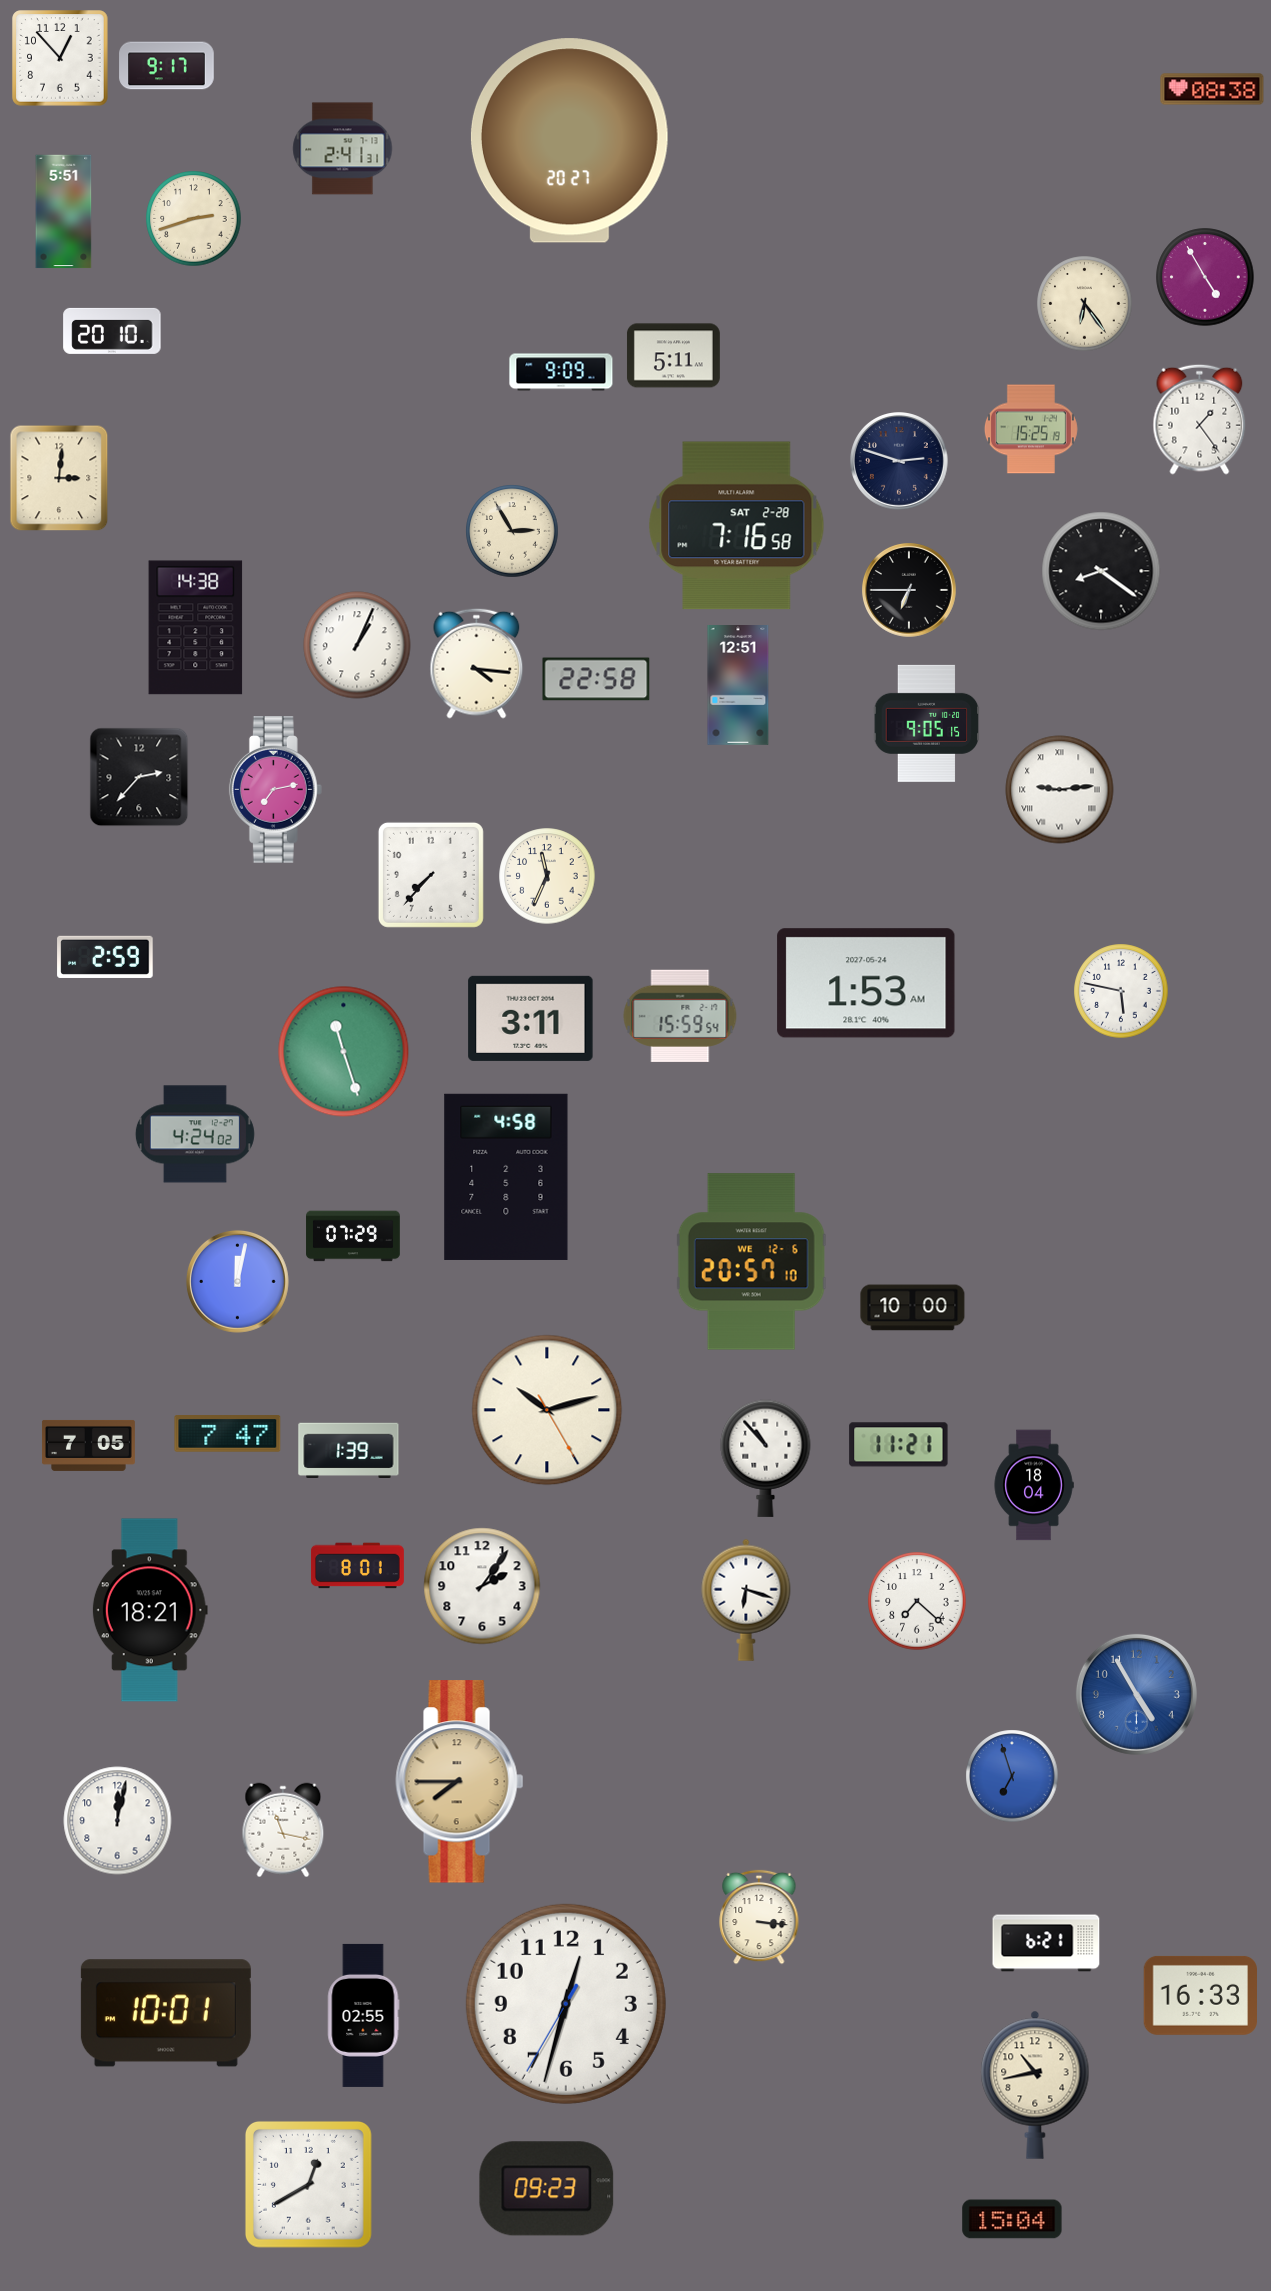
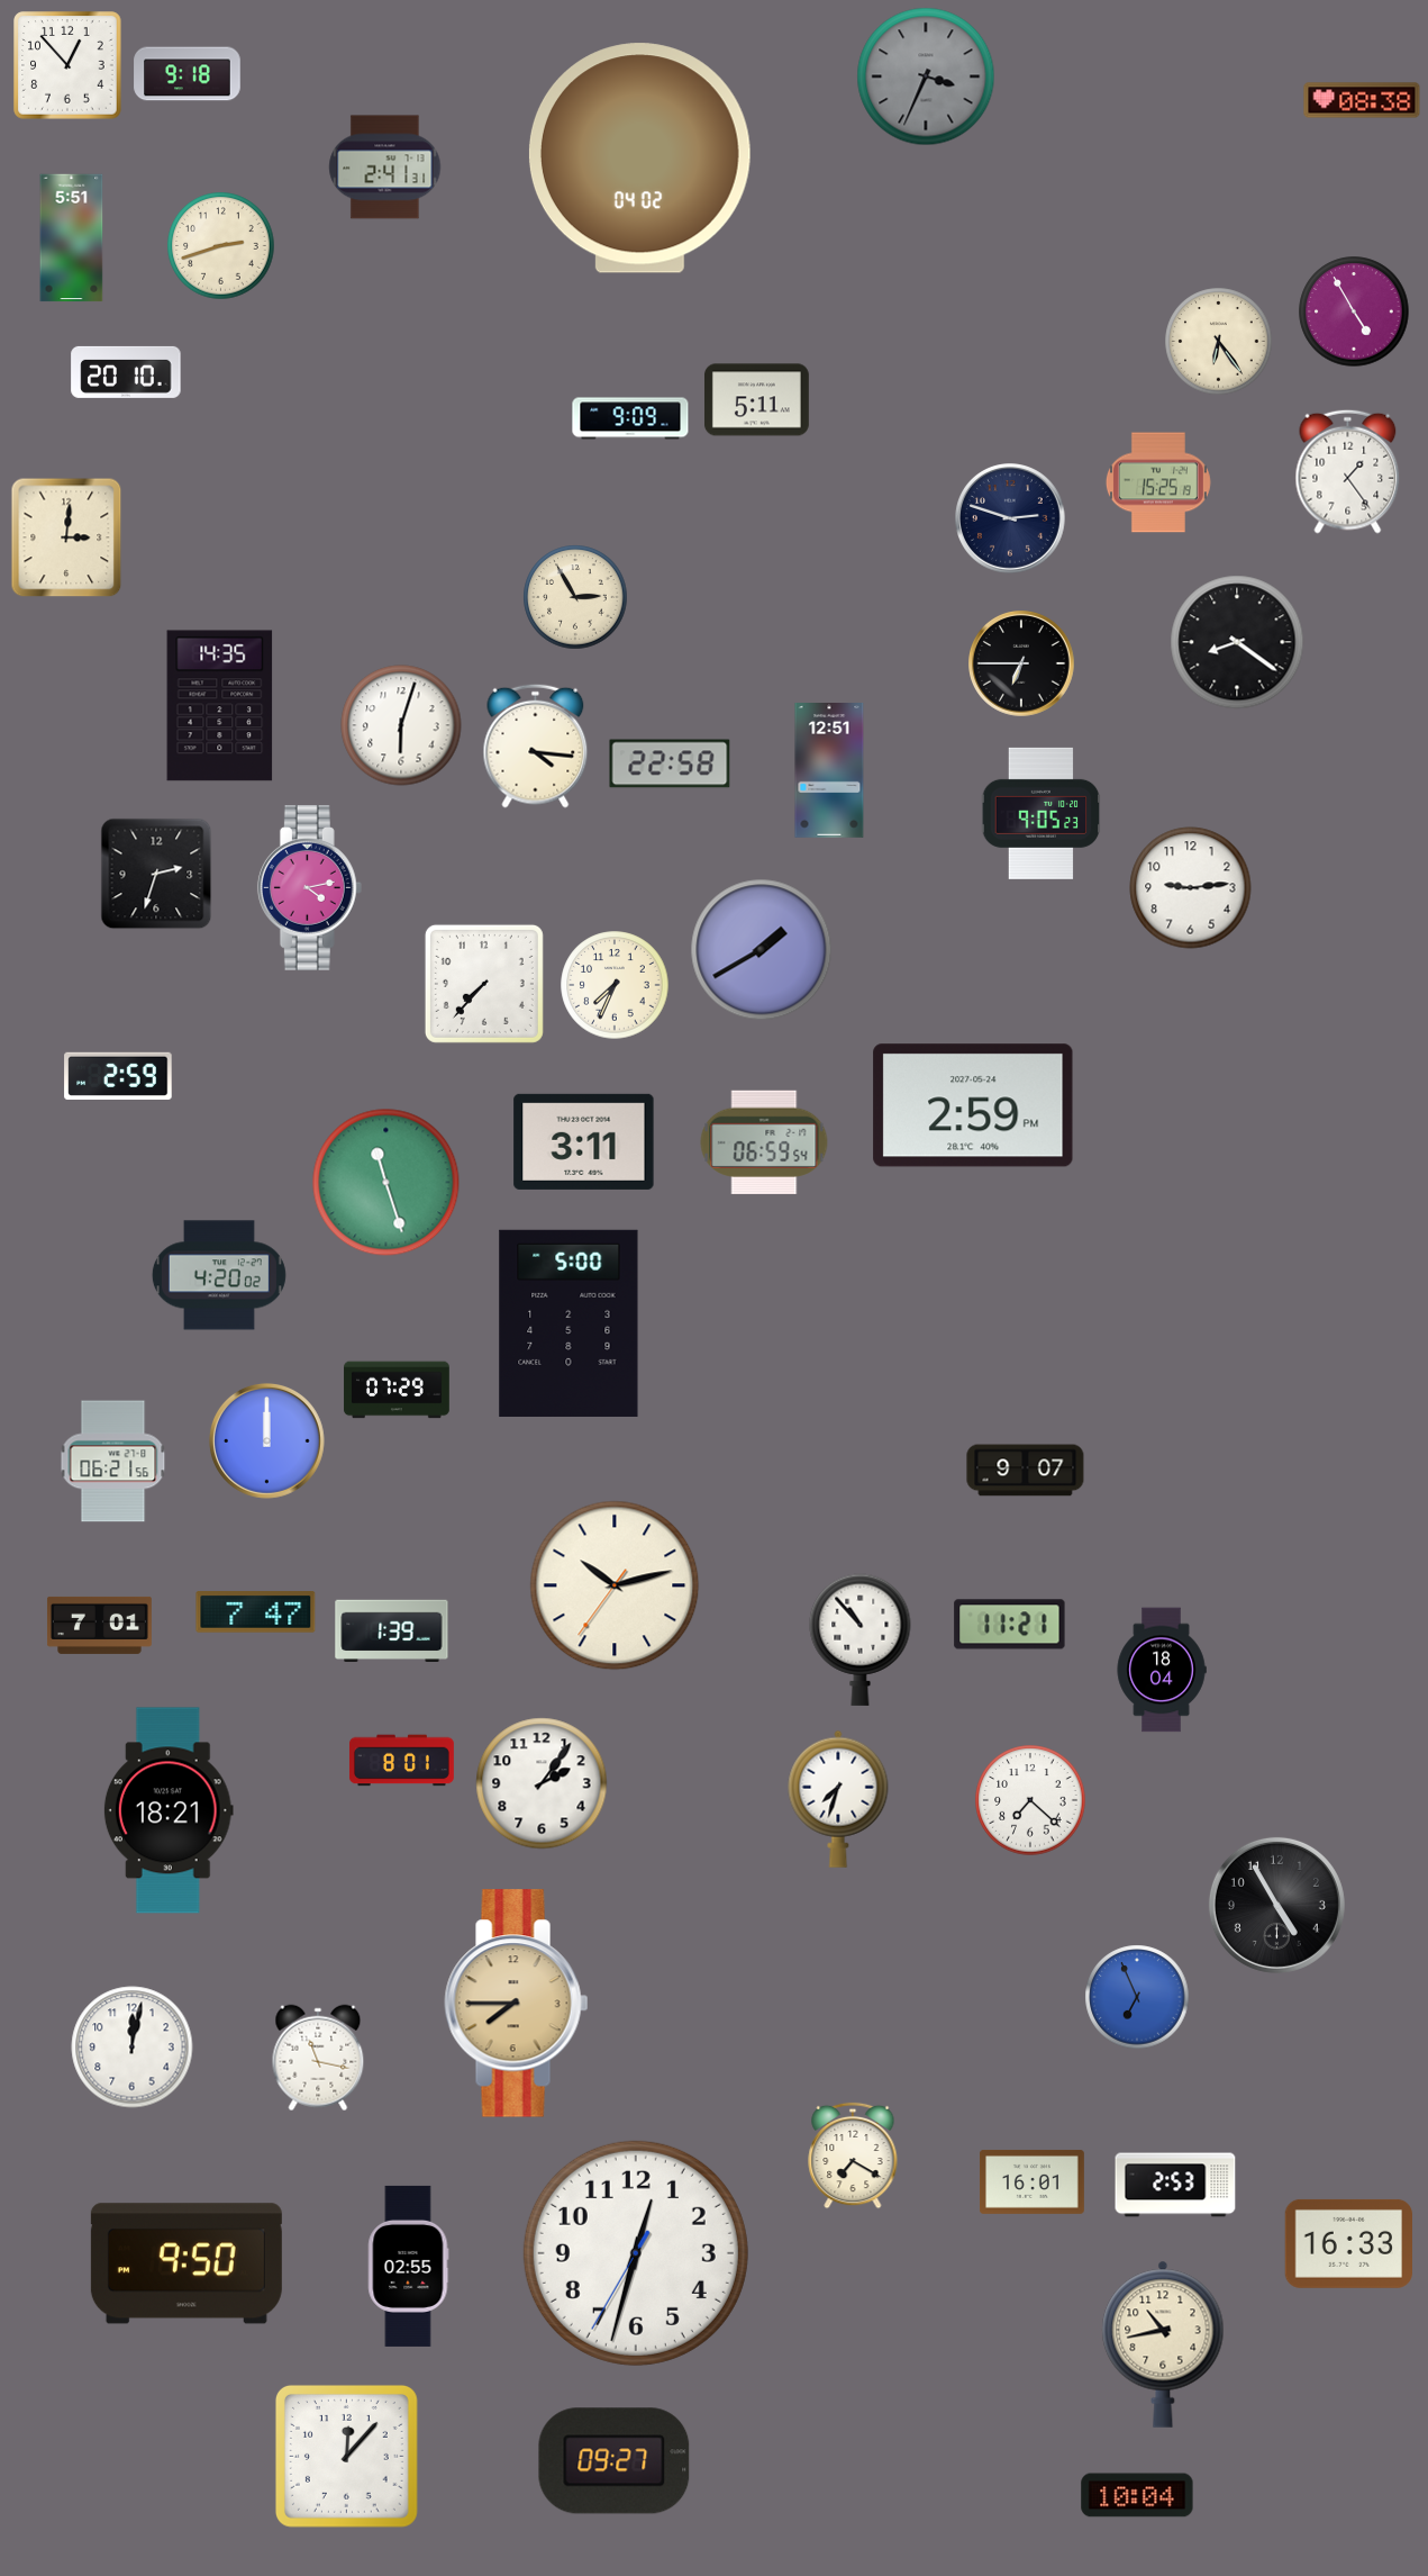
clock at (167, 66): 9:17 -> 9:18
clock at (926, 76): none -> 3:34
clock at (569, 141): 20:27 -> 04:02
clock at (194, 219) position: (194, 219) -> (221, 246)
clock at (737, 526): 7:16 -> none
clock at (196, 628): 14:38 -> 14:35
clock at (357, 645): 1:04 -> 6:03
clock at (927, 723): 9:05:15 -> 9:05:23
clock at (139, 777): 2:37 -> 2:33
clock at (275, 790): 7:13 -> 4:13
clock at (1060, 790) numerals: Roman -> Arabic
clock at (762, 950): none -> 1:40
clock at (547, 876): 11:34 -> 7:34
clock at (866, 983): 1:53 -> 2:59
clock at (1121, 991): 5:47 -> none
clock at (680, 1016): 15:59 -> 06:59
clock at (531, 1018) position: (531, 1018) -> (584, 1141)
clock at (195, 1134): 4:24 -> 4:20
clock at (506, 1177): 4:58 -> 5:00
clock at (751, 1262): 20:57 -> none
clock at (237, 1281): 12:02 -> 12:00
clock at (113, 1462): none -> 06:21
clock at (913, 1308): 10:00 -> 9:07
clock at (547, 1410): 10:12:25 -> 10:12:36
clock at (88, 1445): 7:05 -> 7:01
clock at (746, 1600): 6:18 -> 7:33
clock at (1136, 1694) dial: blue -> black
clock at (1012, 1776): 6:57 -> 6:56
clock at (759, 1917): 3:16 -> 7:20
clock at (1031, 2181): none -> 16:01
clock at (1046, 1943): 6:21 -> 2:53
clock at (166, 2013): 10:01 -> 9:50
clock at (308, 2184): 12:40 -> 12:07
clock at (547, 2189): 09:23 -> 09:27
clock at (1012, 2219): 15:04 -> 10:04
